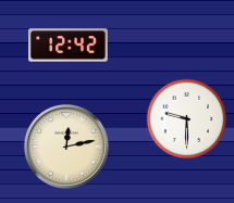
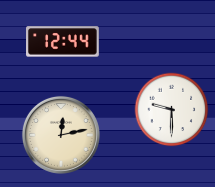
clock at (69, 46): 12:42 -> 12:44
